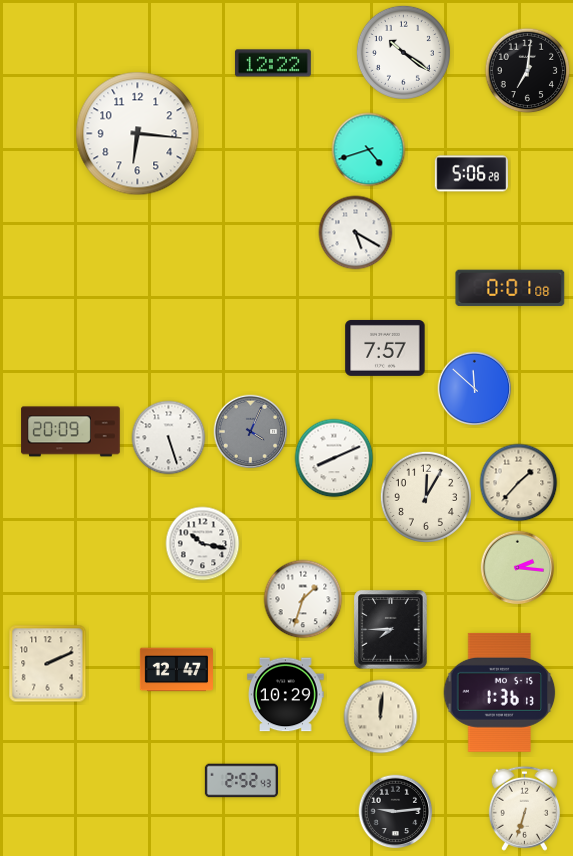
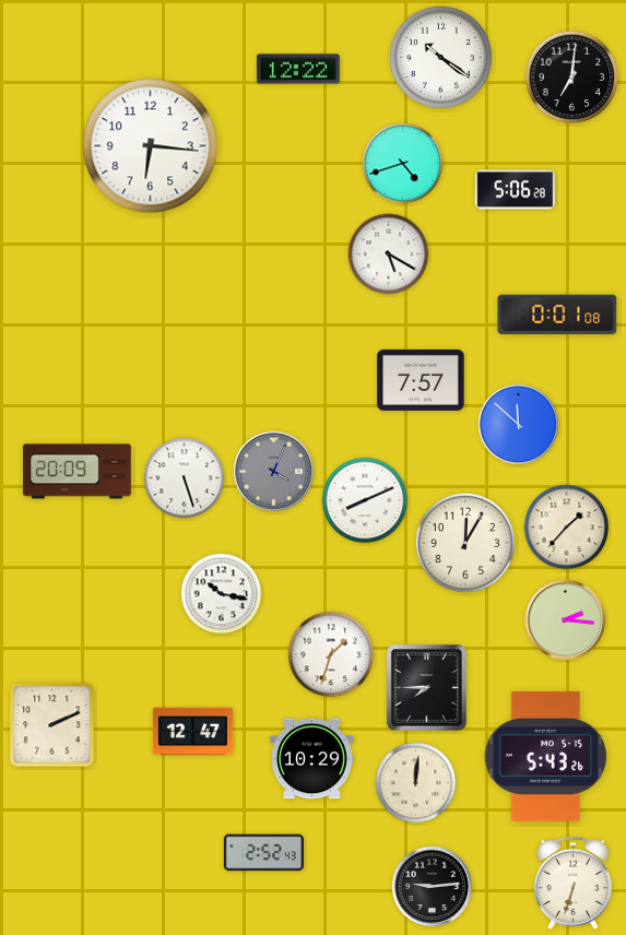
clock at (528, 71) position: (528, 71) -> (572, 78)
clock at (500, 692): 1:36 -> 5:43
